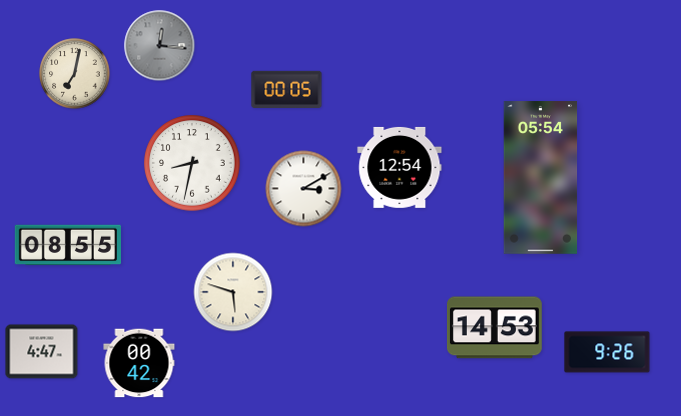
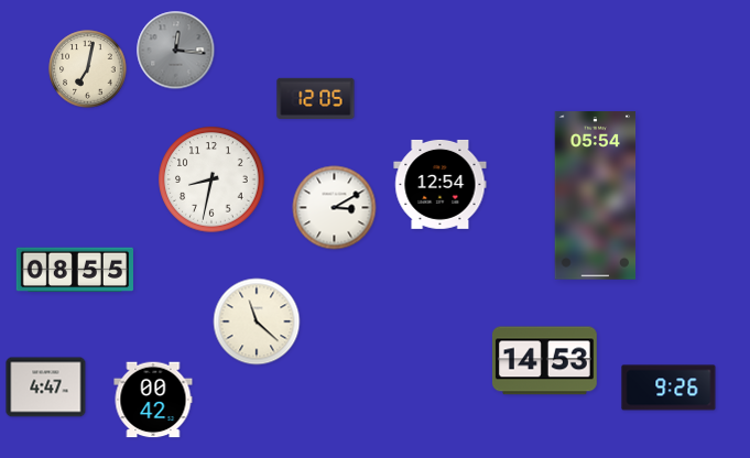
clock at (75, 74) position: (75, 74) -> (88, 69)
clock at (287, 89): 00:05 -> 12:05
clock at (233, 292): 5:48 -> 11:22
